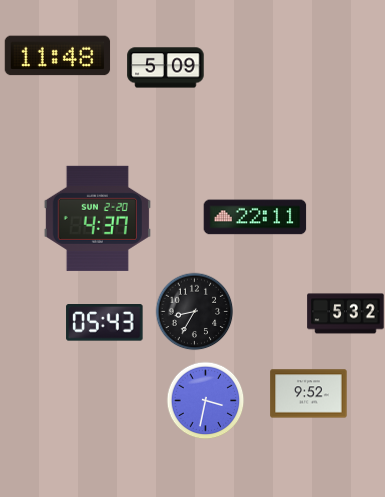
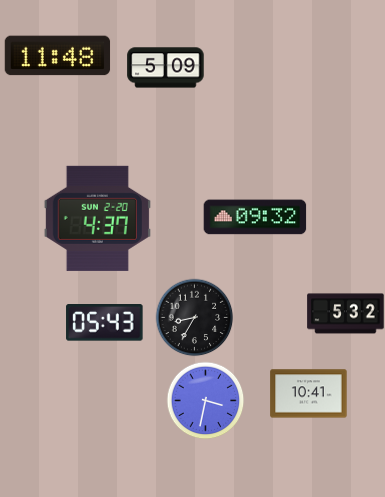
clock at (255, 217): 22:11 -> 09:32
clock at (194, 311) position: (194, 311) -> (194, 317)
clock at (309, 394): 9:52 -> 10:41
